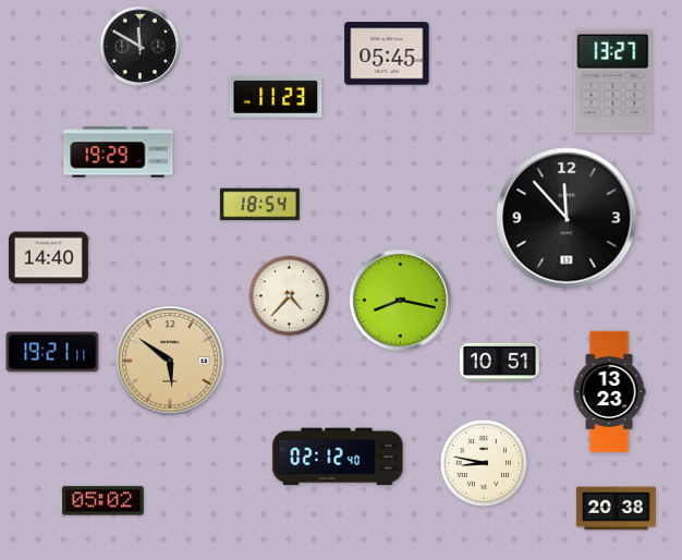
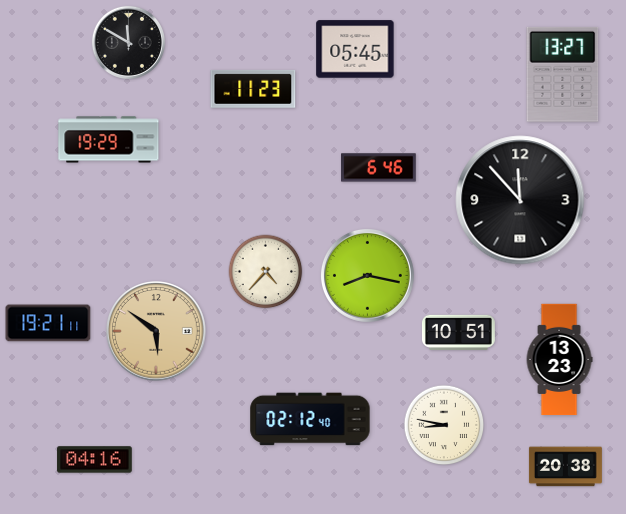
clock at (379, 168): none -> 6:46
clock at (259, 205): 18:54 -> none
clock at (48, 258): 14:40 -> none
clock at (103, 501): 05:02 -> 04:16
